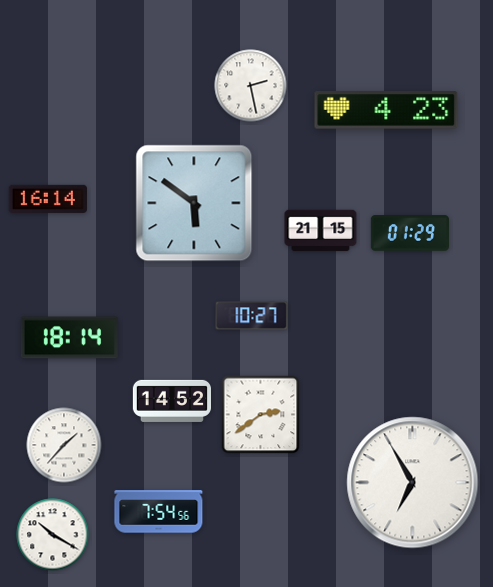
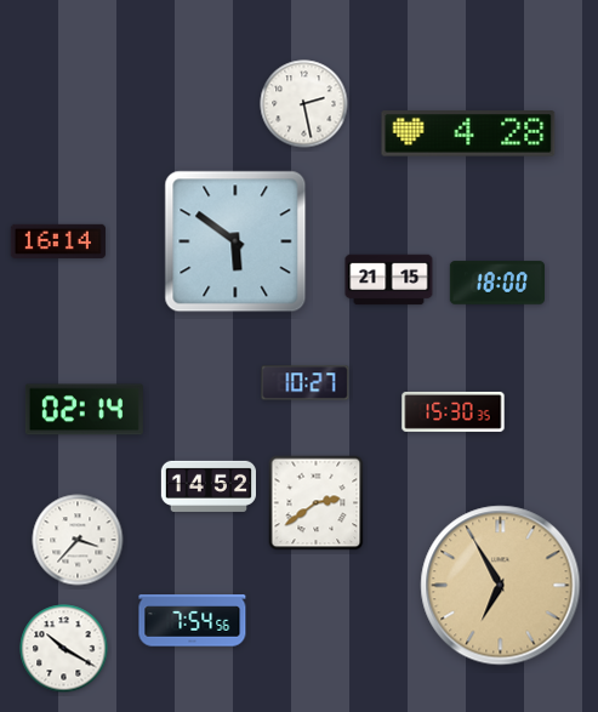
clock at (386, 110): 4:23 -> 4:28
clock at (194, 203) position: (194, 203) -> (235, 241)
clock at (409, 233): 01:29 -> 18:00
clock at (69, 338): 18:14 -> 02:14
clock at (454, 411): none -> 15:30
clock at (64, 445): 1:37 -> 3:37
clock at (413, 483) dial: white -> champagne
